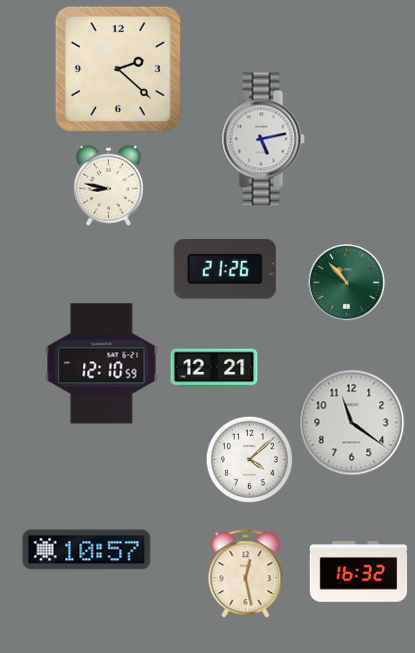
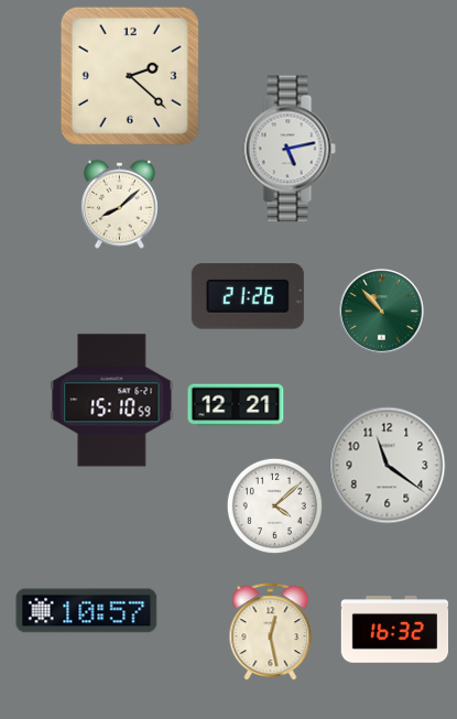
clock at (263, 139) position: (263, 139) -> (290, 149)
clock at (108, 185): 8:47 -> 8:08
clock at (102, 364): 12:10 -> 15:10
clock at (87, 550) position: (87, 550) -> (87, 611)
